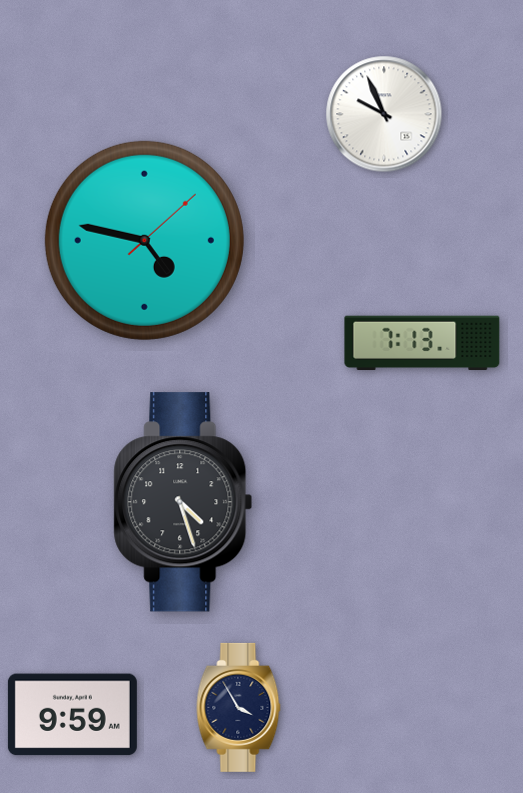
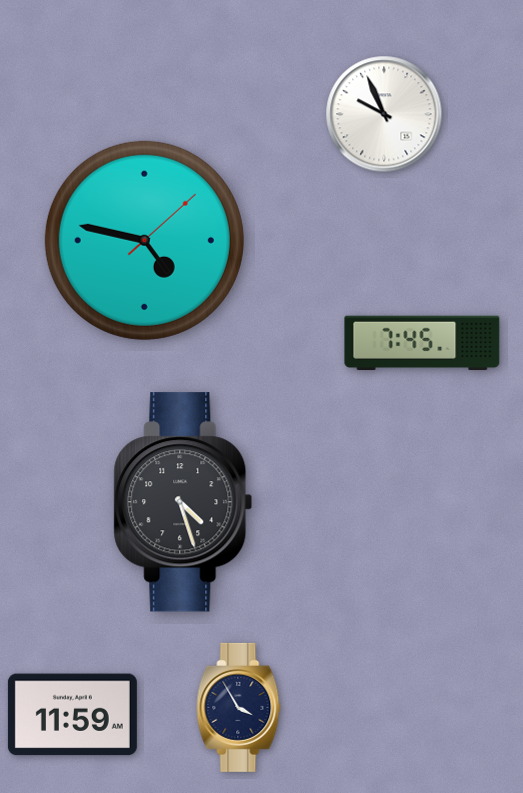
clock at (422, 343): 7:13 -> 7:45
clock at (72, 715): 9:59 -> 11:59
